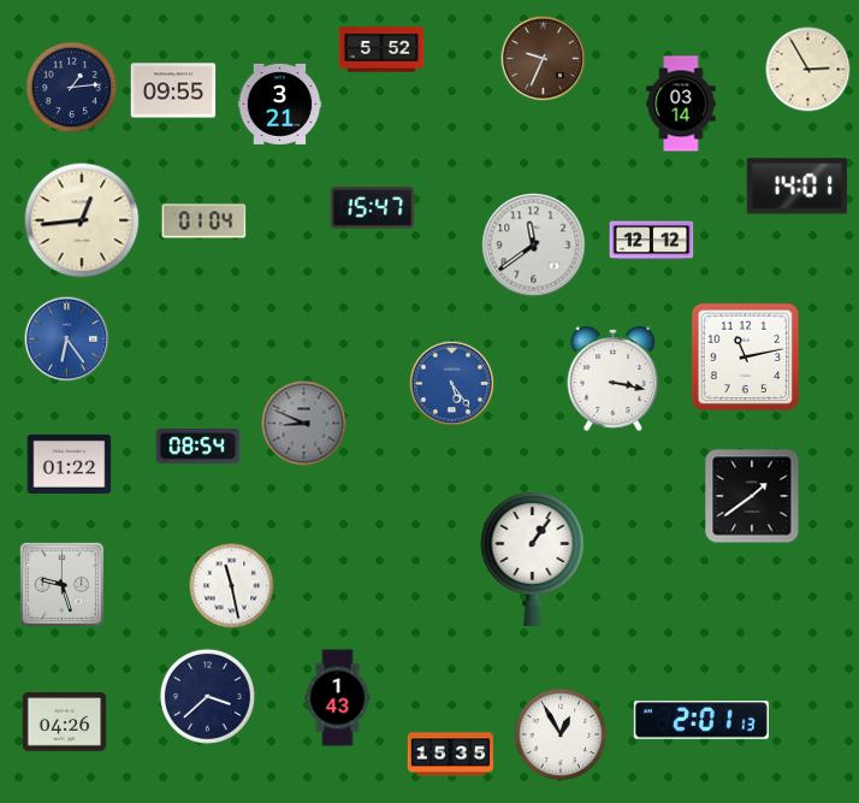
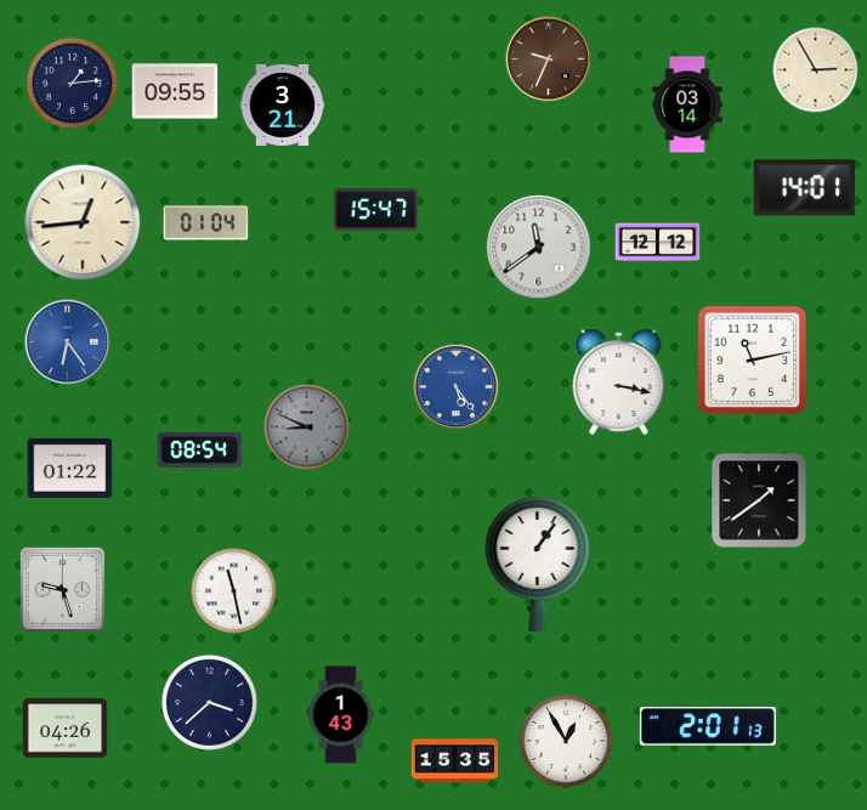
clock at (381, 49): 5:52 -> none
clock at (72, 88) position: (72, 88) -> (73, 84)
clock at (338, 698) position: (338, 698) -> (341, 715)
